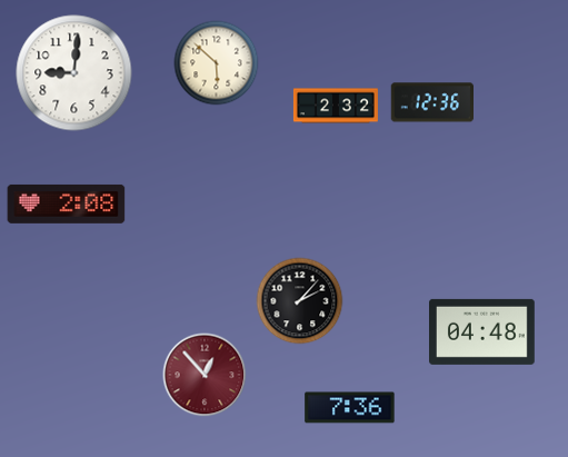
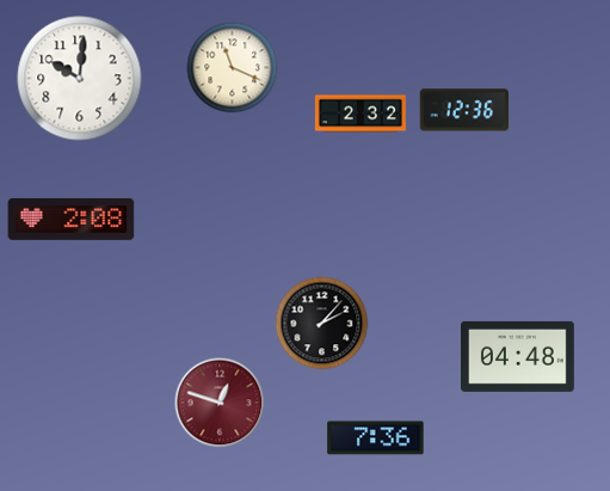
clock at (217, 63): 5:52 -> 11:19
clock at (74, 73): 9:01 -> 10:01
clock at (205, 375): 12:53 -> 12:48
